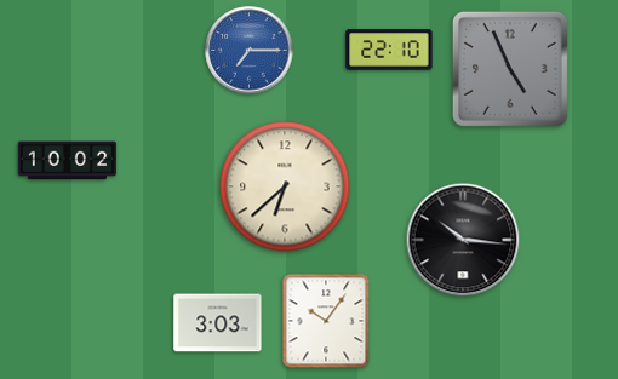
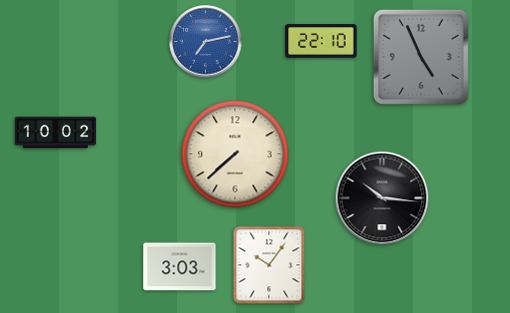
clock at (250, 51): 7:15 -> 7:13
clock at (285, 186): 6:38 -> 7:38
